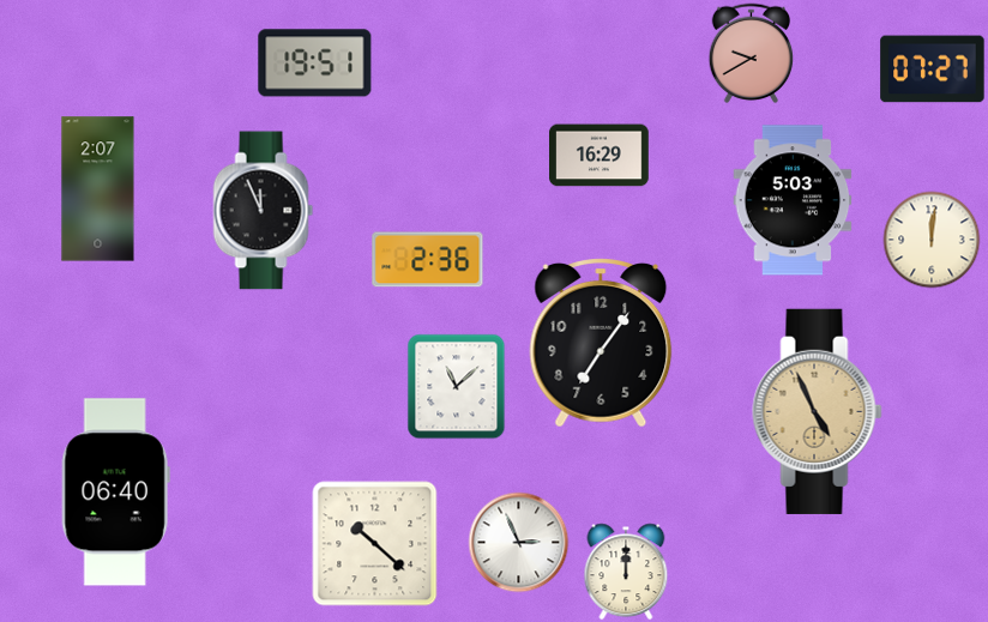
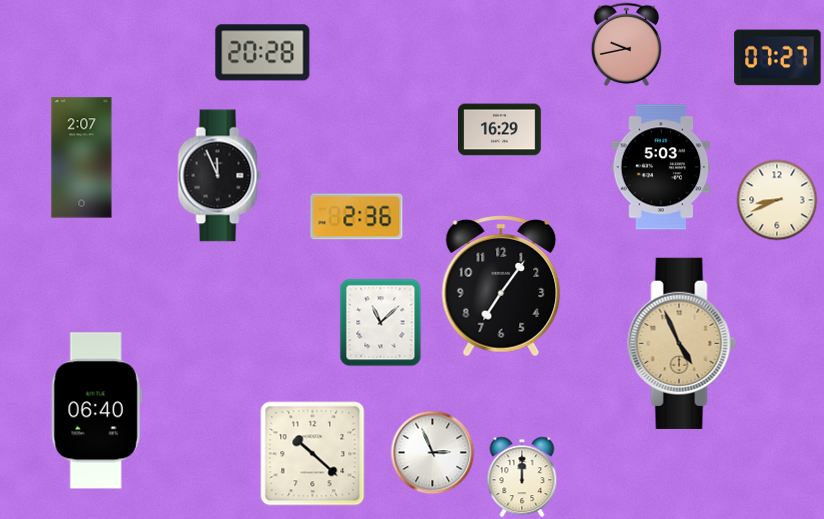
clock at (752, 54): 9:40 -> 9:43
clock at (315, 64): 19:51 -> 20:28
clock at (932, 240): 12:01 -> 8:41
